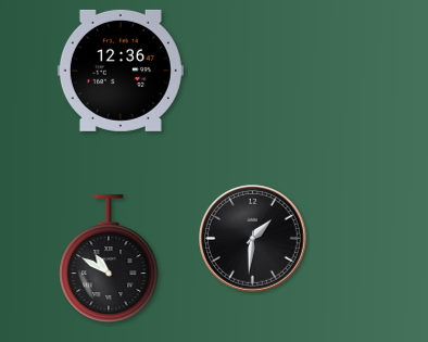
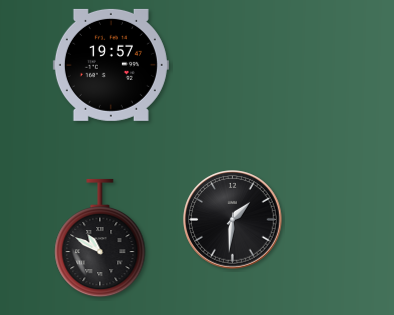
clock at (121, 71): 12:36 -> 19:57
